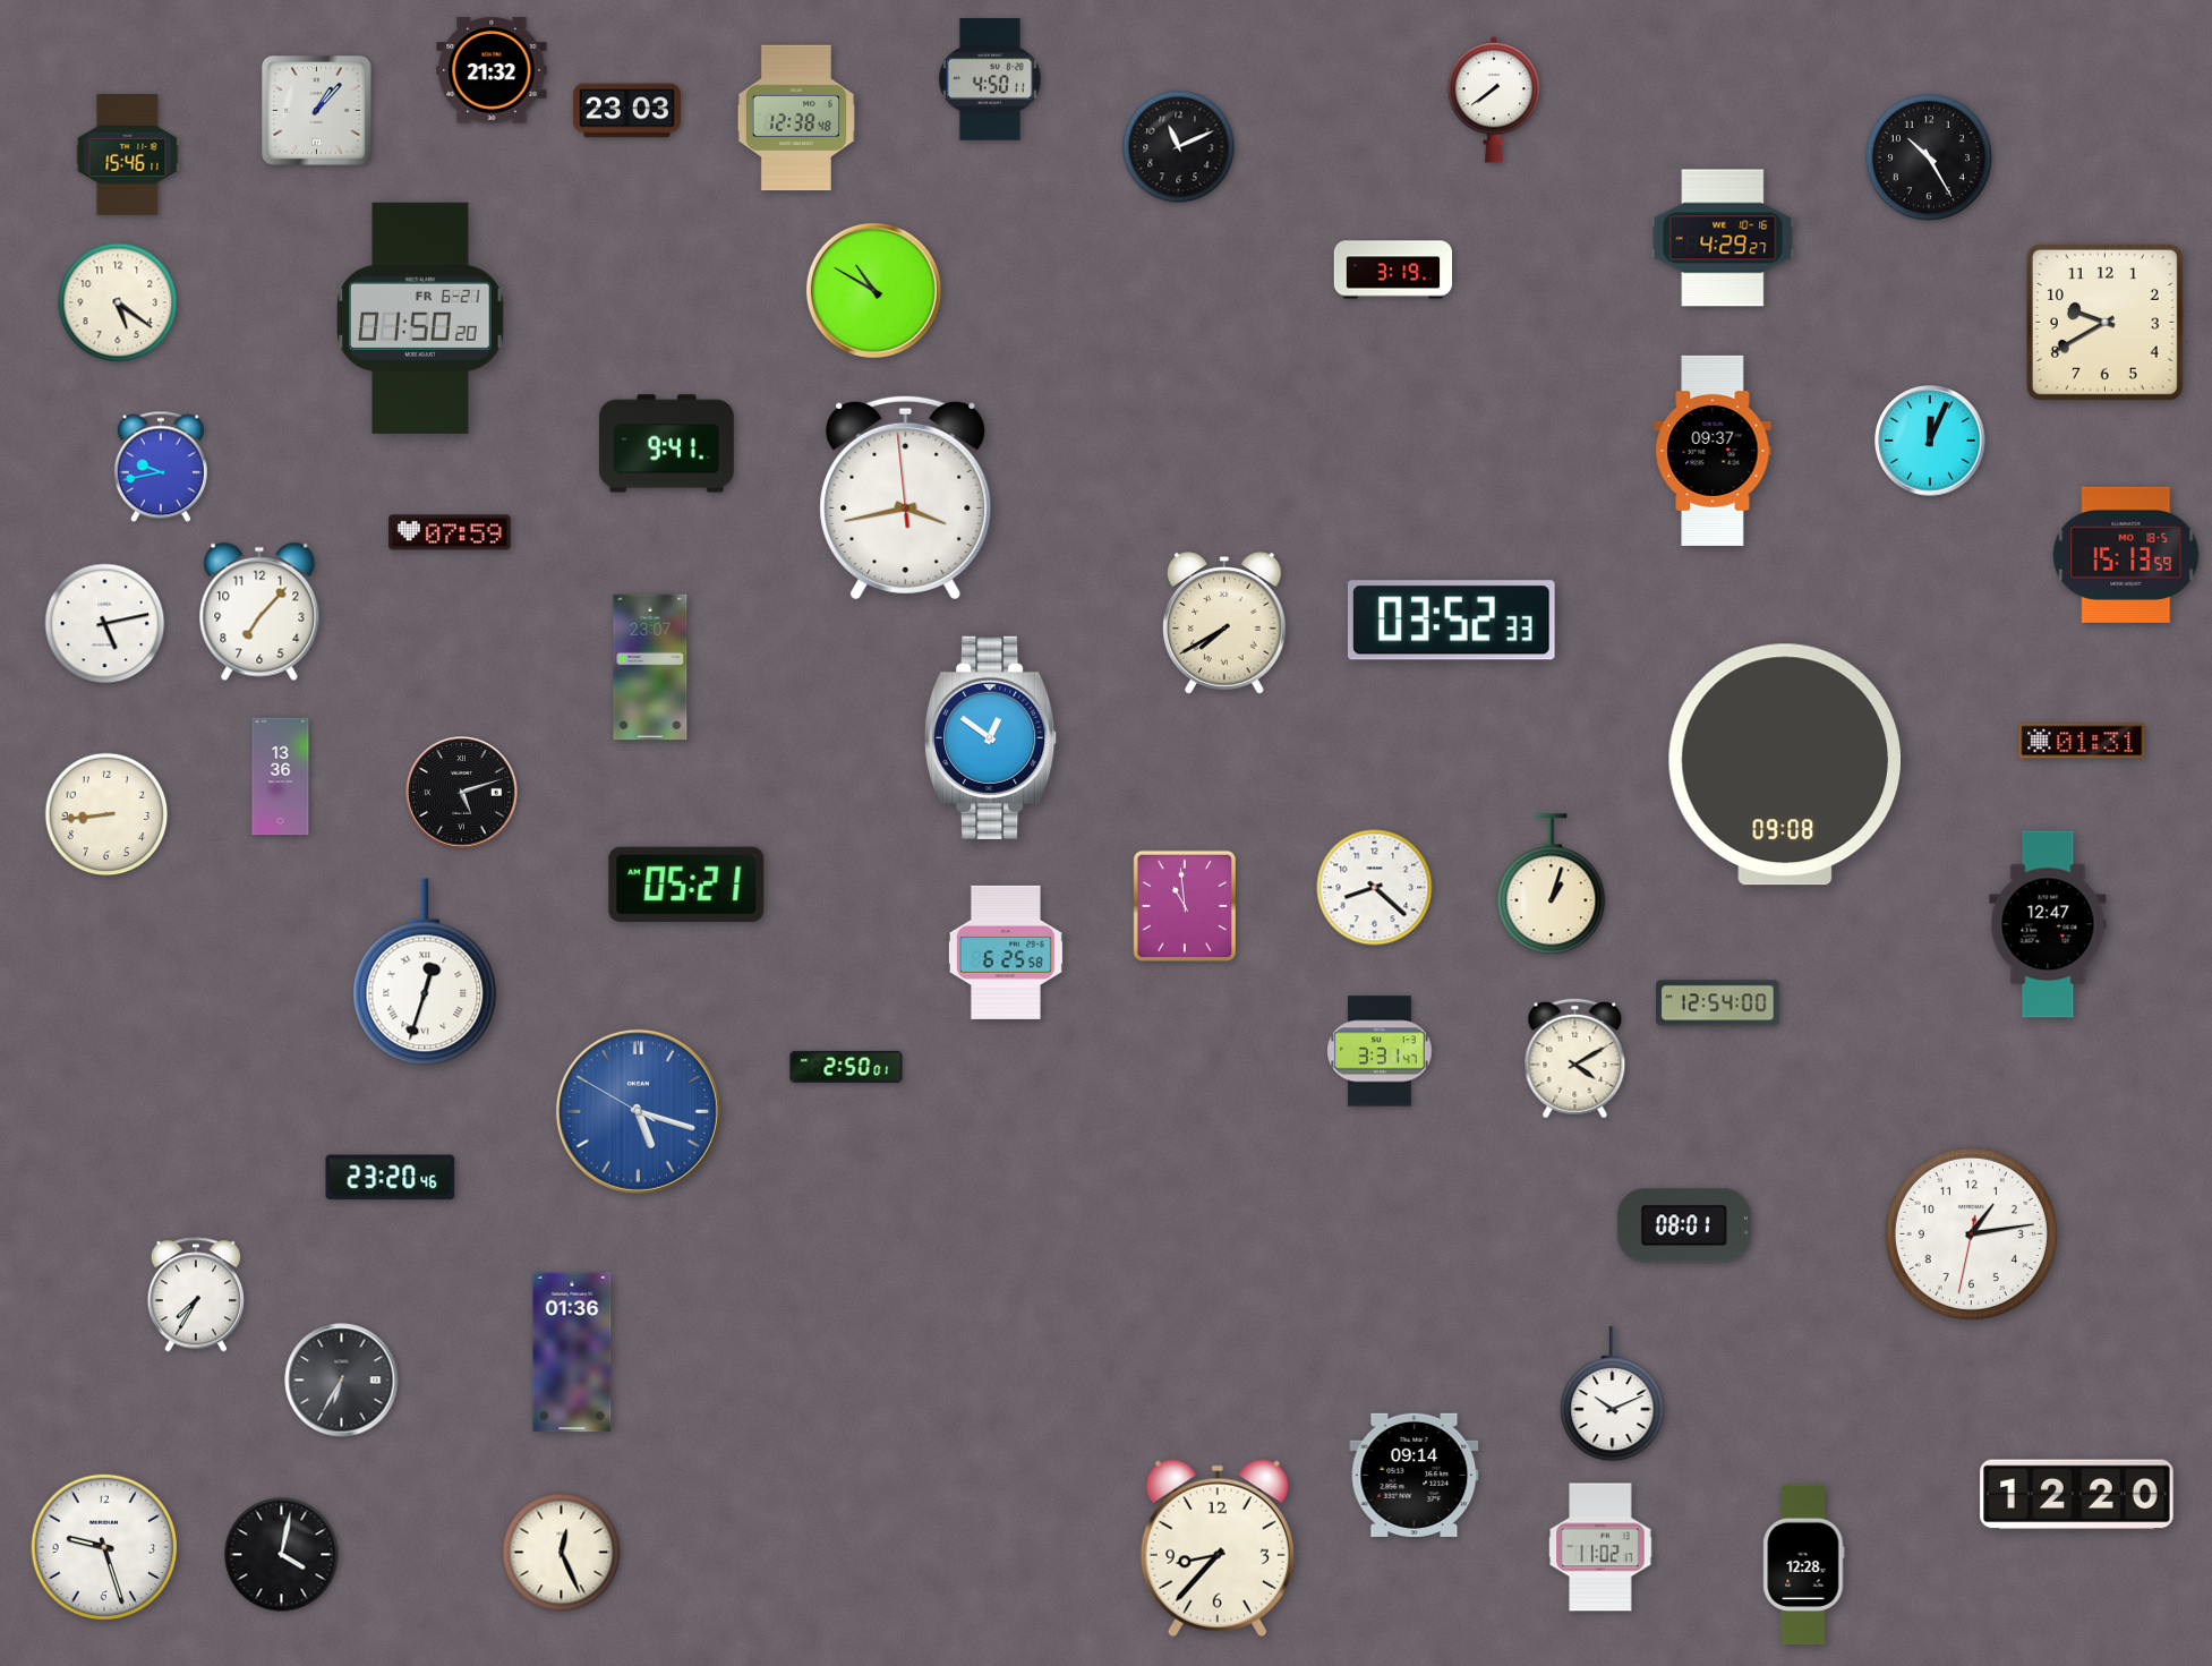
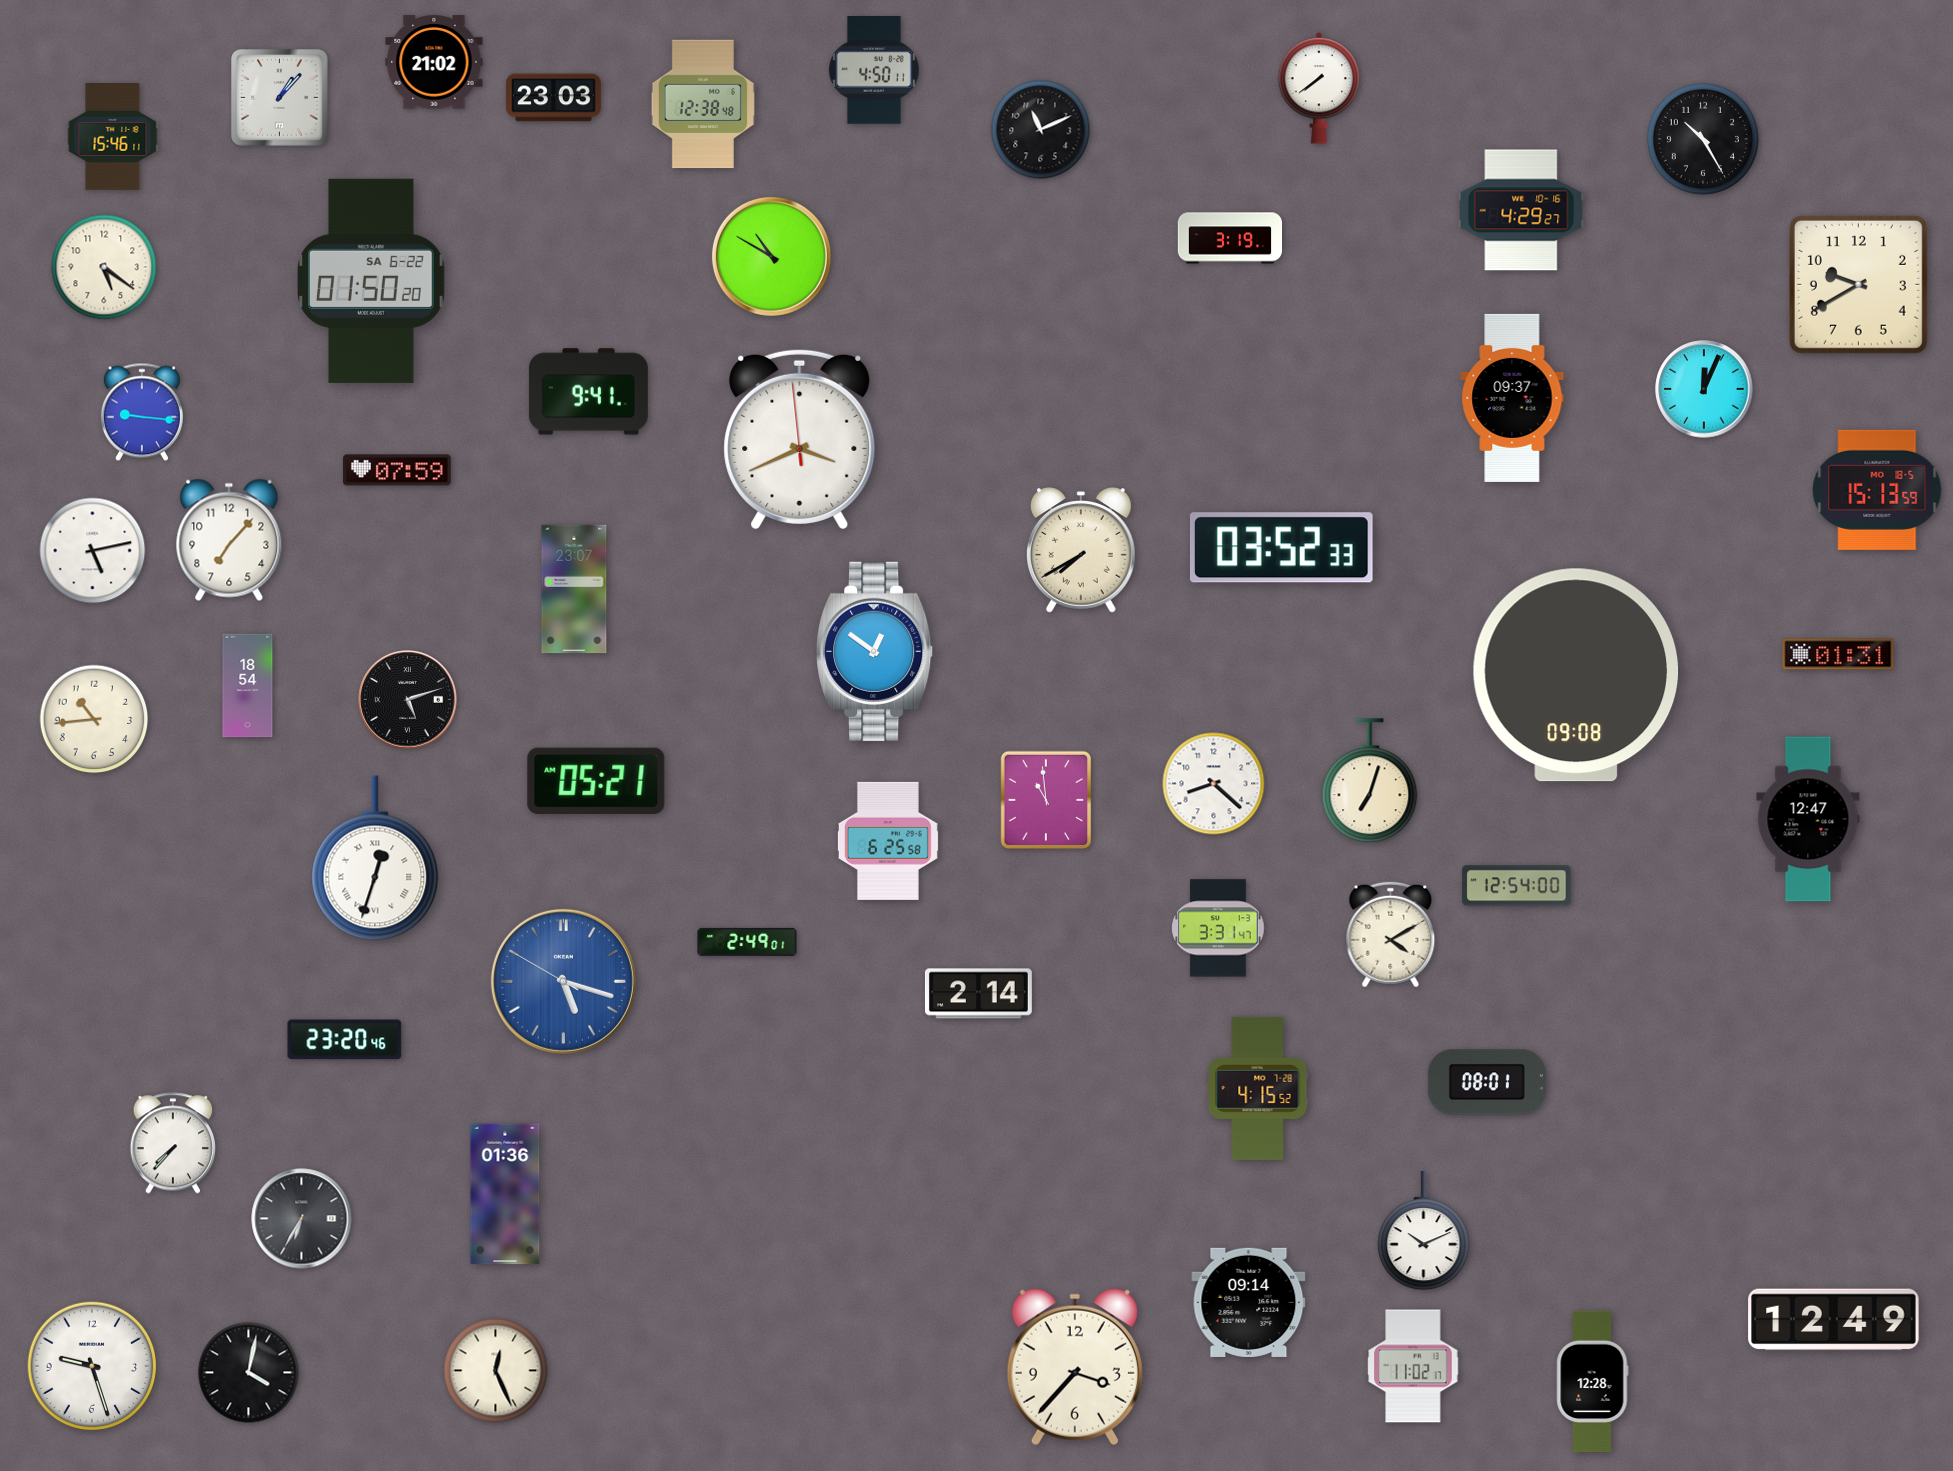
clock at (492, 70): 21:32 -> 21:02
clock at (421, 318) date: FR 6-21 -> SA 6-22
clock at (161, 467): 9:43 -> 9:16
clock at (906, 497): 3:42 -> 3:40
clock at (281, 777): 13:36 -> 18:54
clock at (106, 814): 8:44 -> 10:44
clock at (686, 885) position: (686, 885) -> (596, 781)
clock at (1552, 885): 1:03 -> 7:03
clock at (2048, 924) position: (2048, 924) -> (1808, 819)
clock at (846, 1067): 2:50 -> 2:49
clock at (978, 994): none -> 2:14
clock at (1258, 1088): none -> 4:15
clock at (1971, 1233): 1:13 -> none
clock at (195, 1295): 7:35 -> 7:37
clock at (2077, 1495): 12:20 -> 12:49
clock at (1218, 1548): 8:37 -> 3:37
